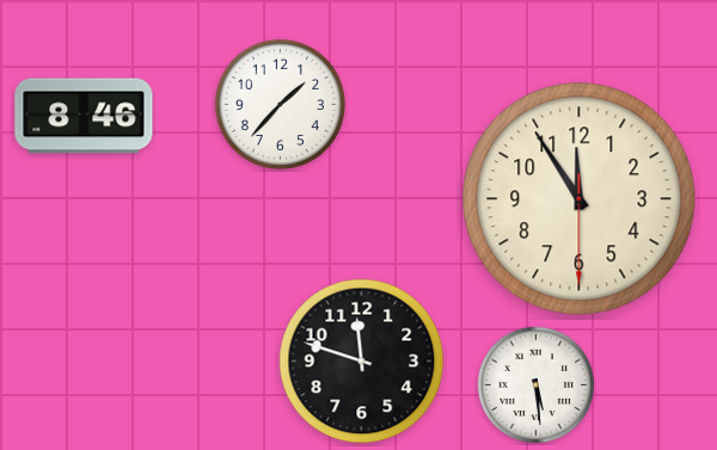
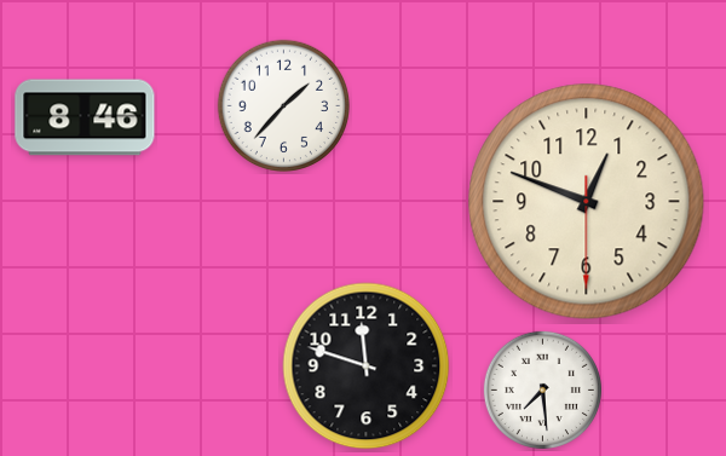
clock at (580, 199): 11:54 -> 12:48
clock at (535, 384): 5:29 -> 7:29
